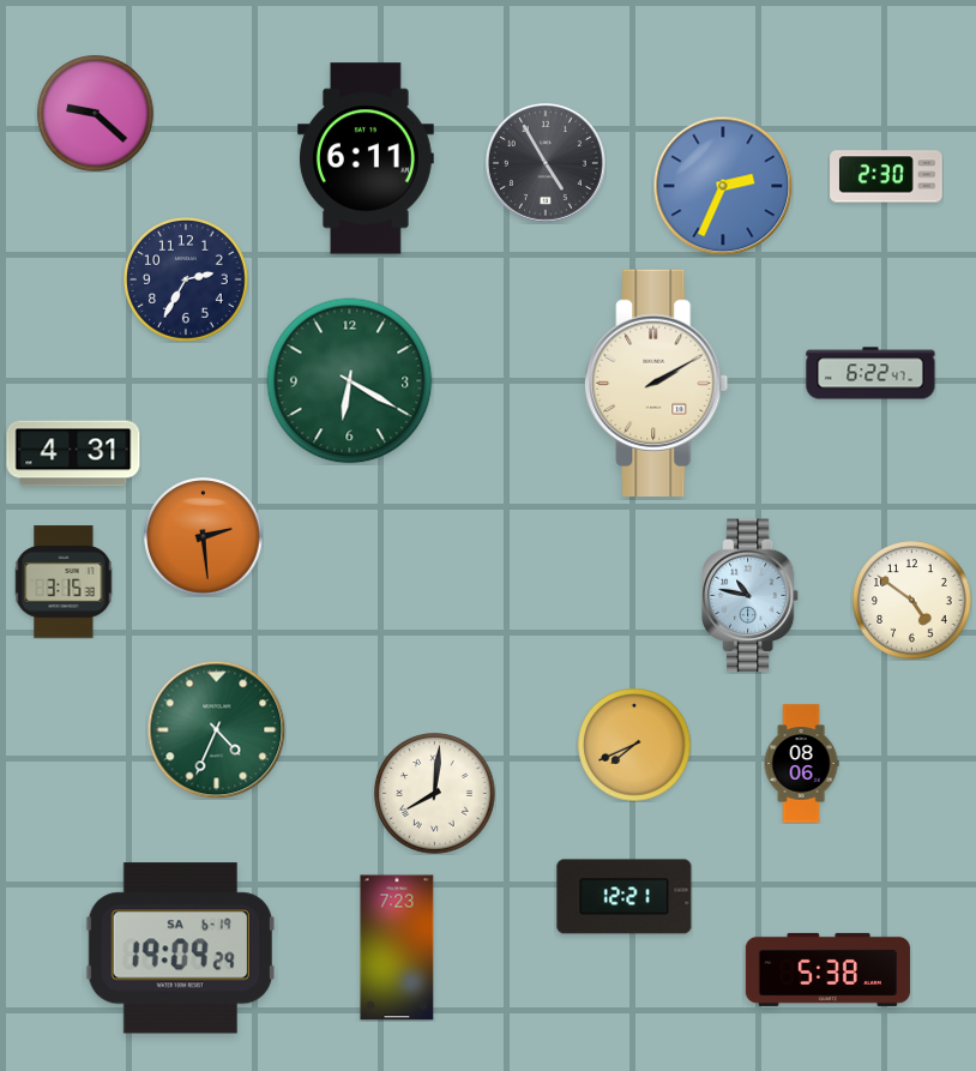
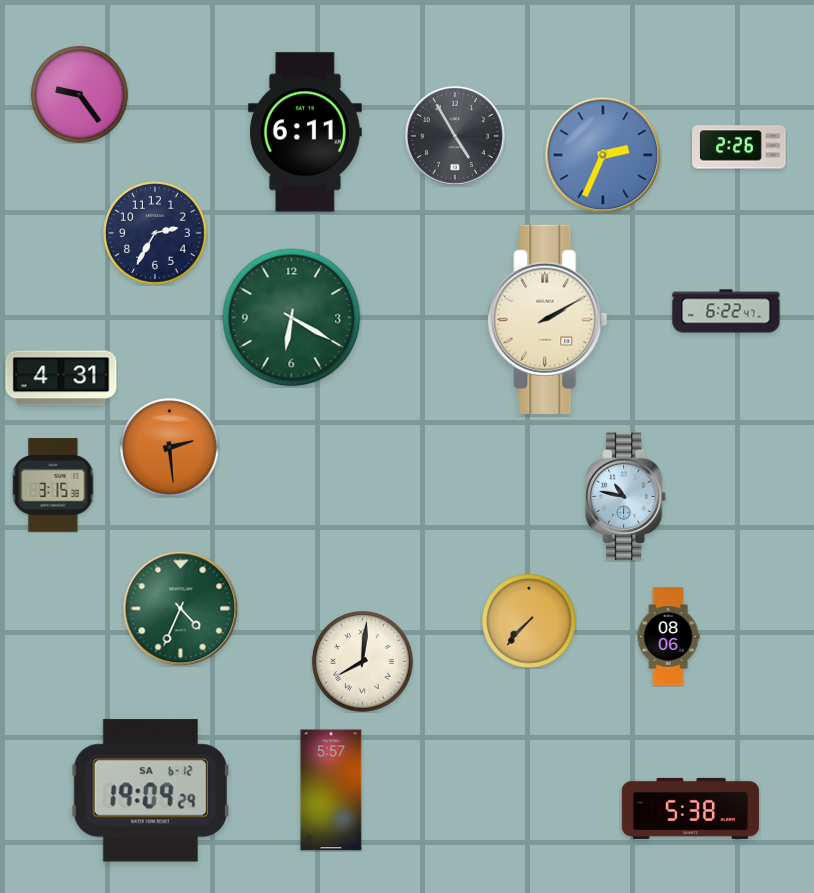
clock at (96, 114): 9:22 -> 9:24
clock at (886, 176): 2:30 -> 2:26
clock at (912, 601): 4:51 -> none
clock at (634, 745): 7:41 -> 7:37
clock at (625, 897): 12:21 -> none
clock at (397, 947): 7:23 -> 5:57
clock at (180, 949) date: SA 6-19 -> SA 6-12
